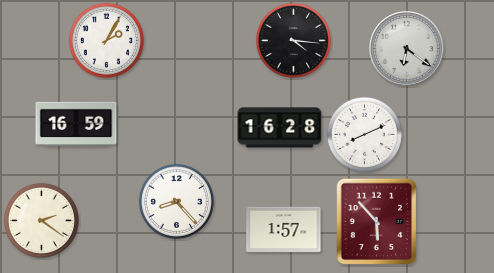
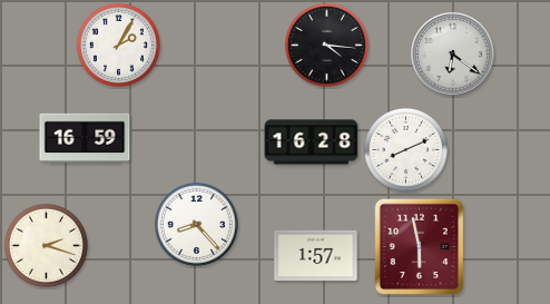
clock at (41, 220): 2:21 -> 2:18
clock at (377, 222): 5:53 -> 5:58
